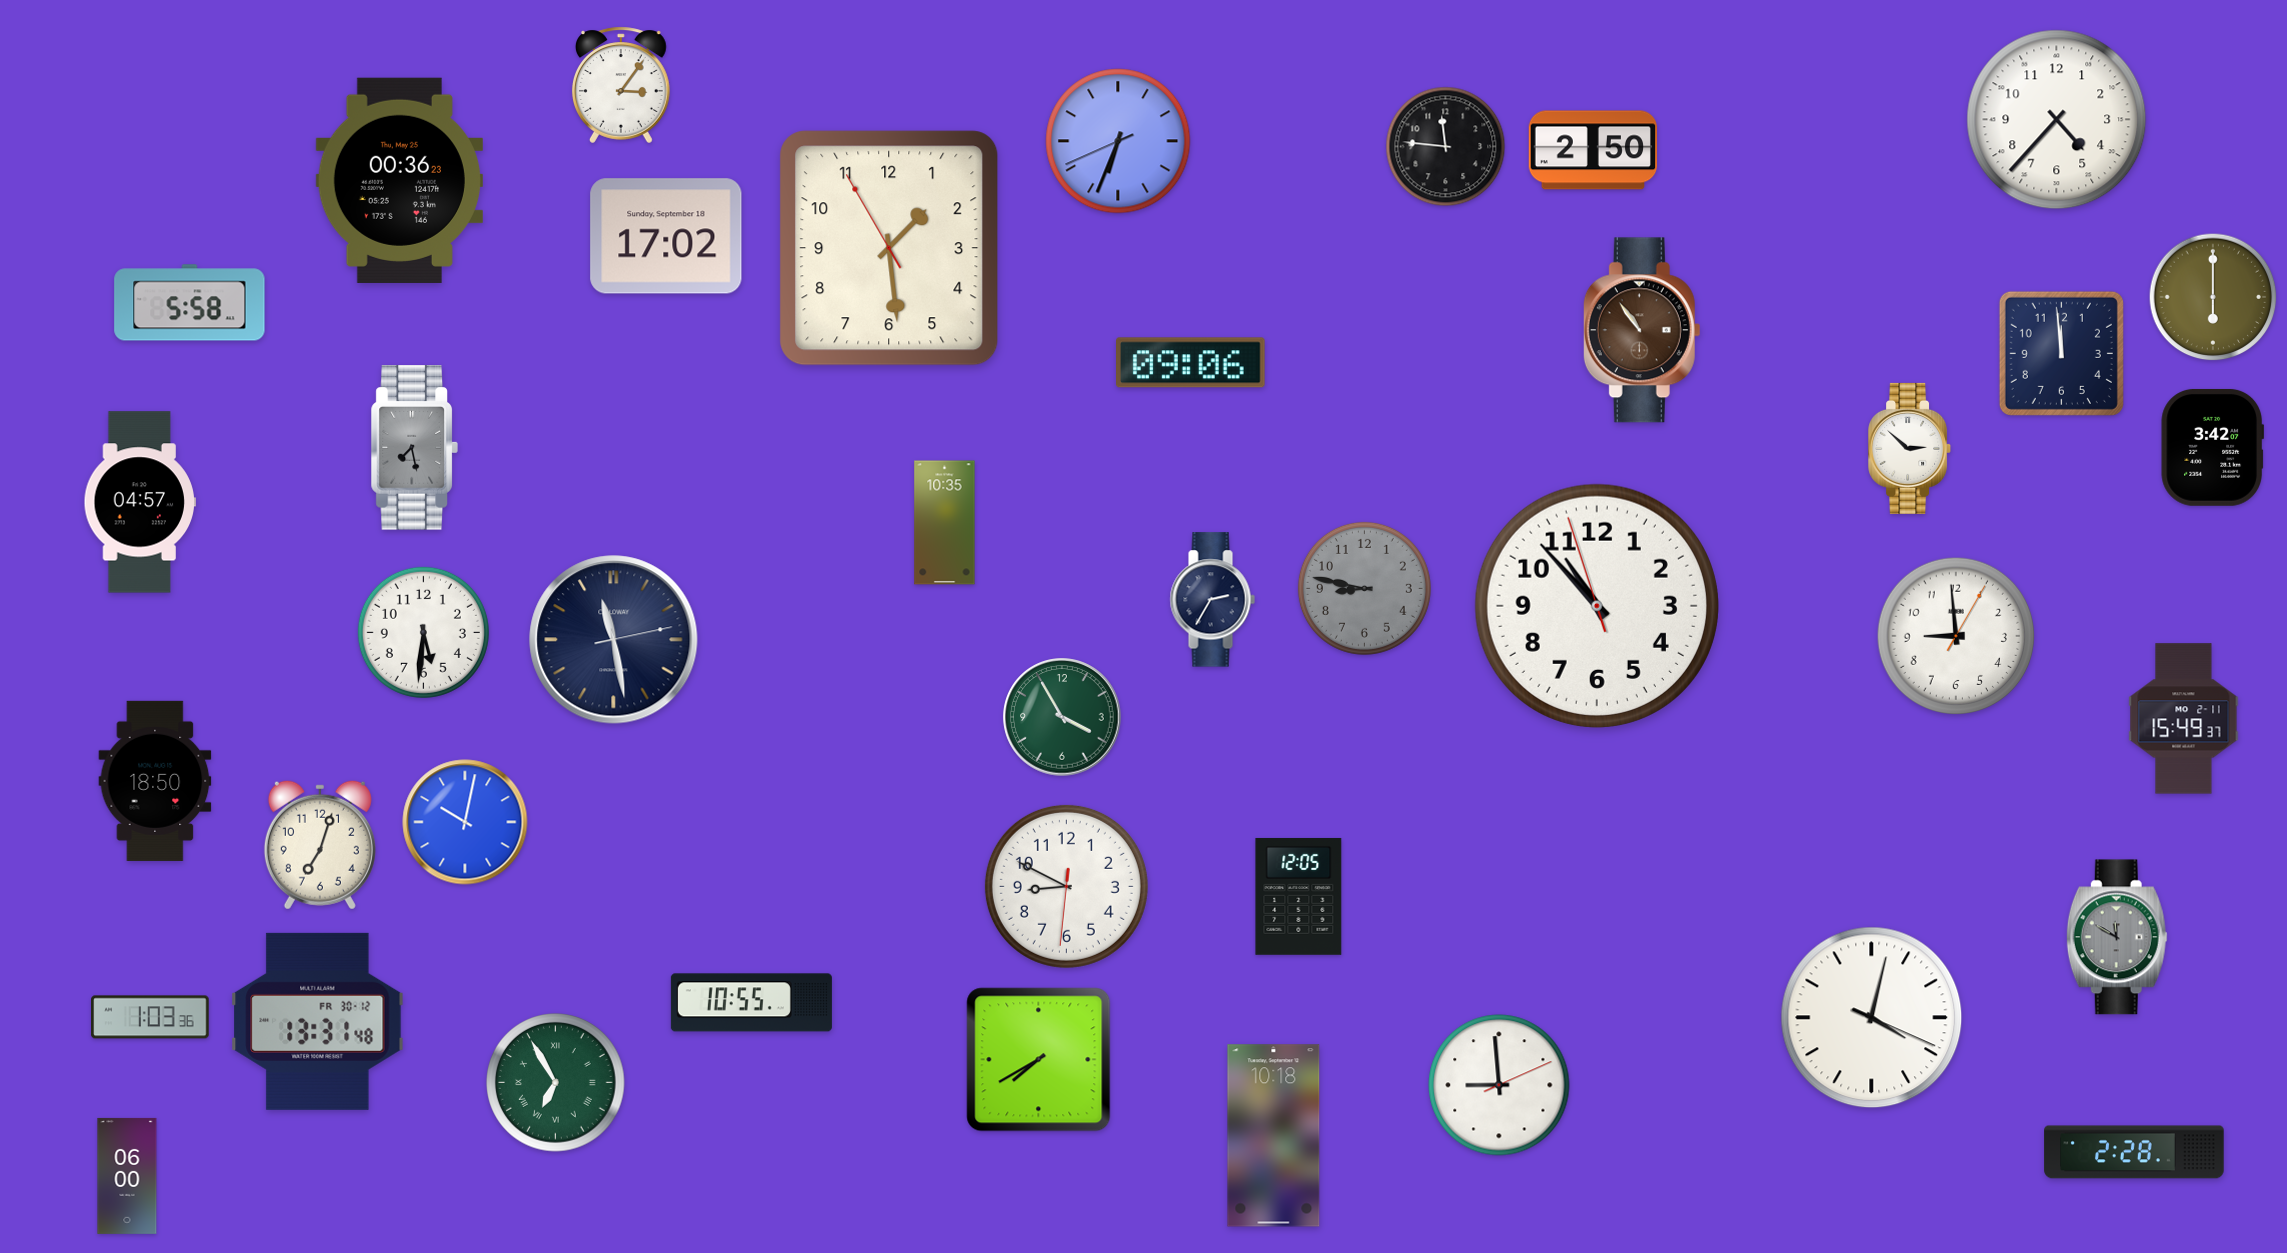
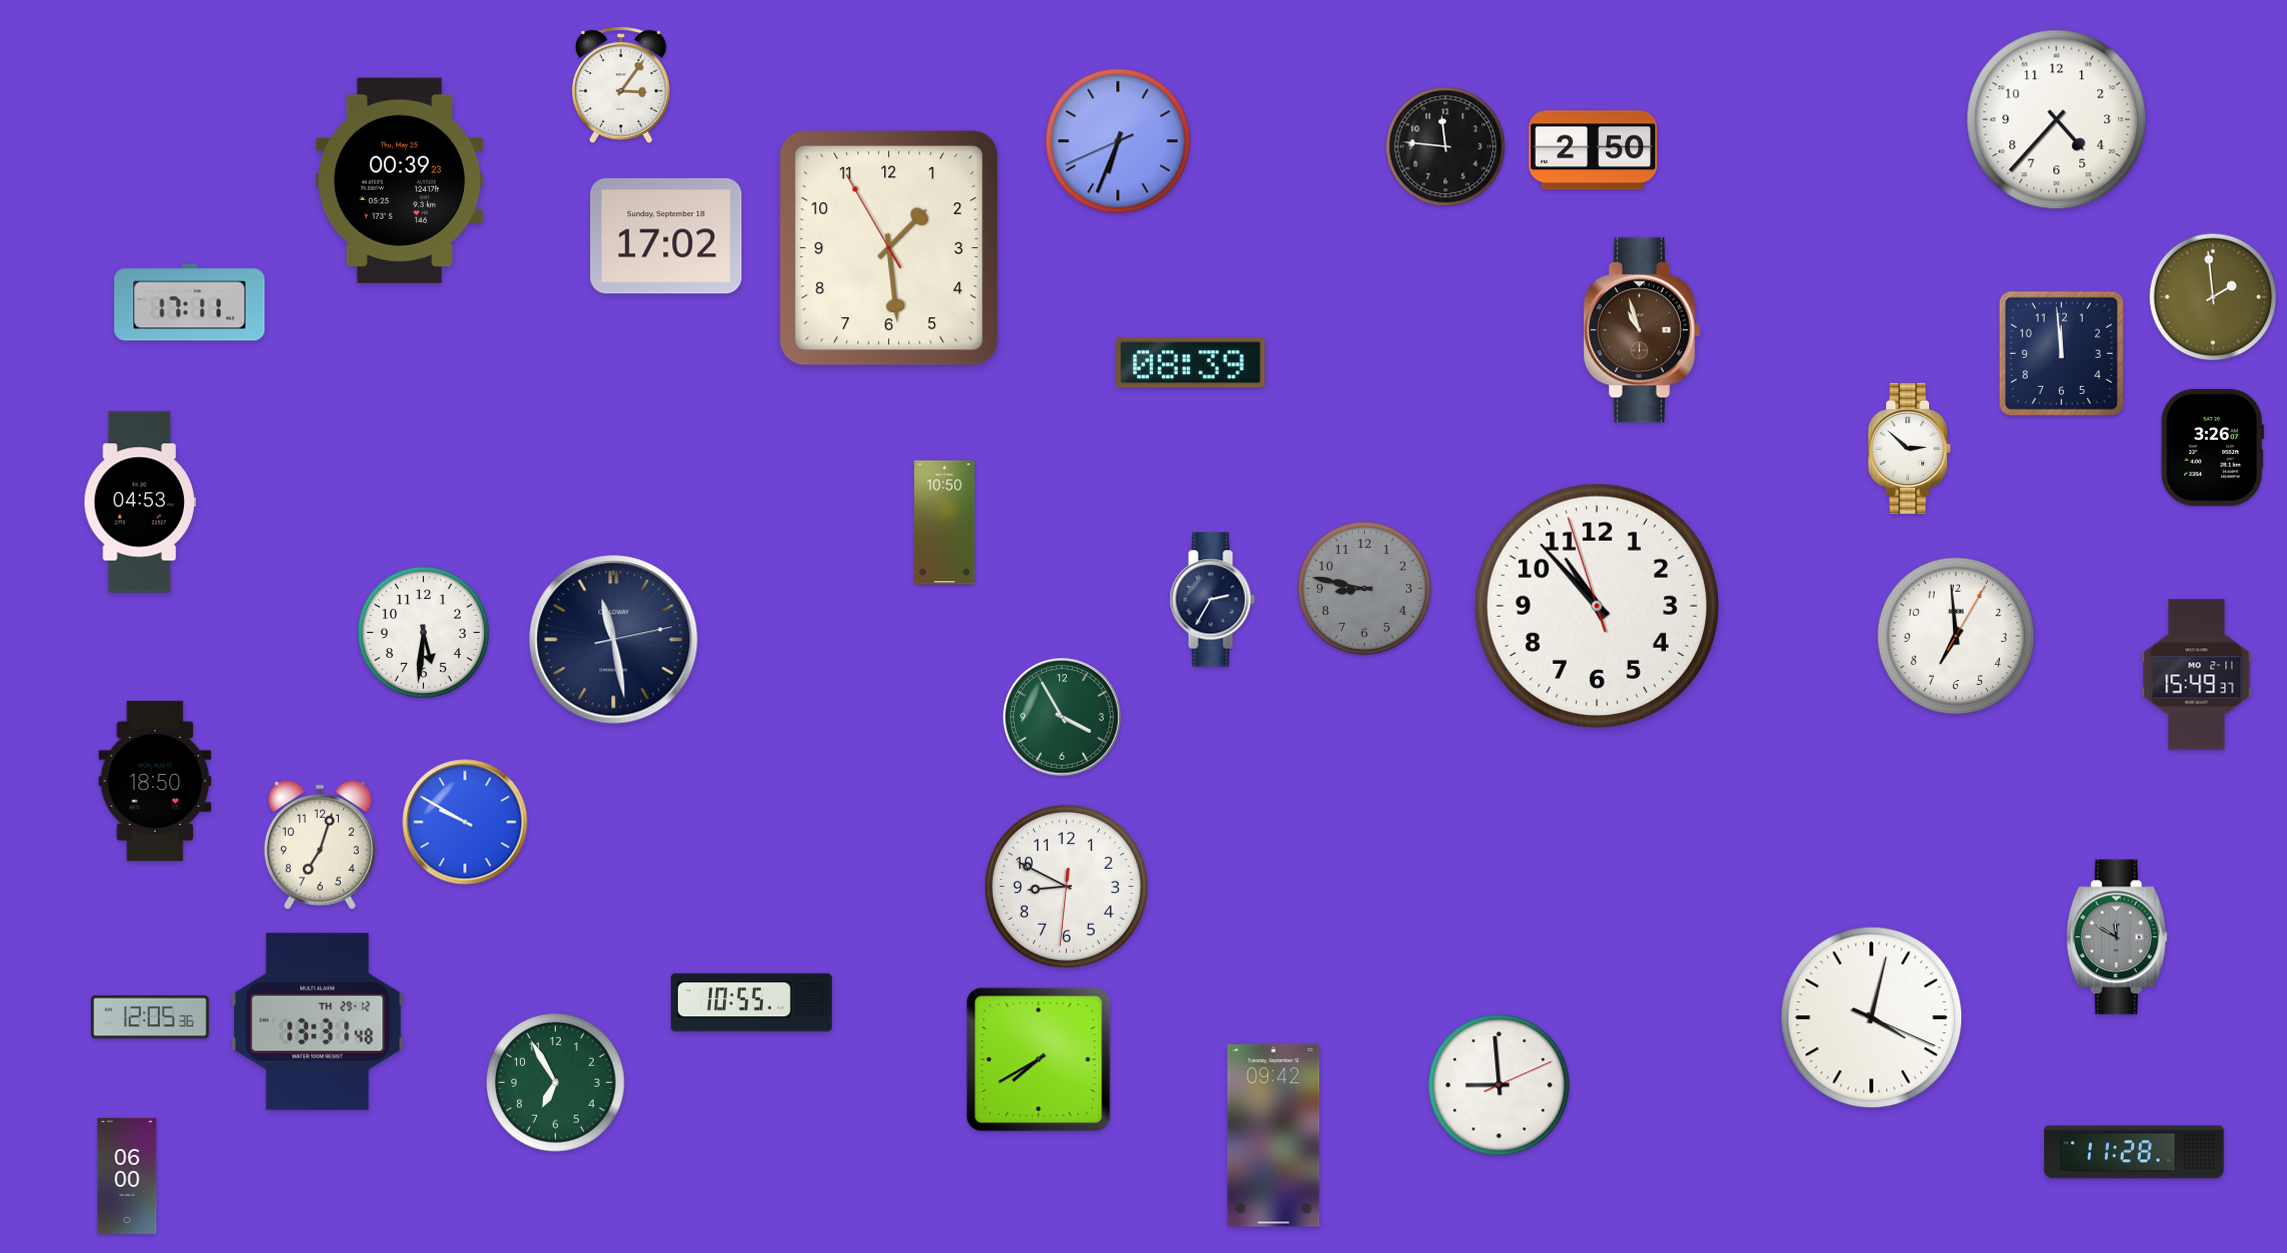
clock at (399, 180): 00:36 -> 00:39
clock at (2213, 297): 6:00 -> 1:59
clock at (190, 303): 5:58 -> 17:11
clock at (1642, 330): 10:54 -> 10:57
clock at (1191, 363): 09:06 -> 08:39
clock at (2212, 447): 3:42 -> 3:26
clock at (414, 448): 7:28 -> none
clock at (139, 502): 04:57 -> 04:53
clock at (945, 523): 10:35 -> 10:50
clock at (1955, 635): 8:59 -> 6:59
clock at (2184, 719) position: (2184, 719) -> (2197, 675)
clock at (465, 822): 10:02 -> 9:50
clock at (1299, 896): 12:05 -> none
clock at (150, 1017): 1:03 -> 12:05
clock at (318, 1021) date: FR 30-12 -> TH 29-12
clock at (556, 1083) numerals: Roman -> Arabic
clock at (1274, 1136): 10:18 -> 09:42
clock at (2134, 1152): 2:28 -> 11:28
